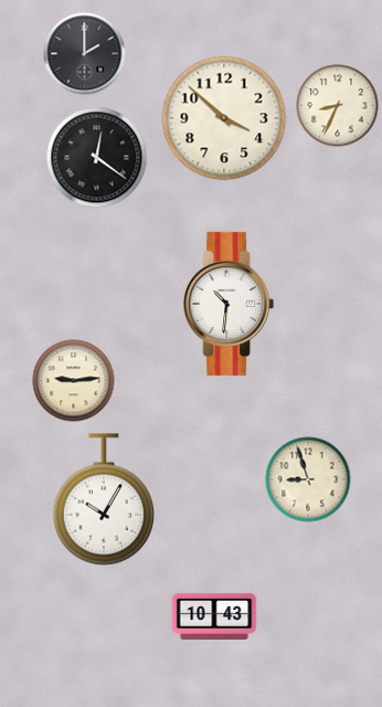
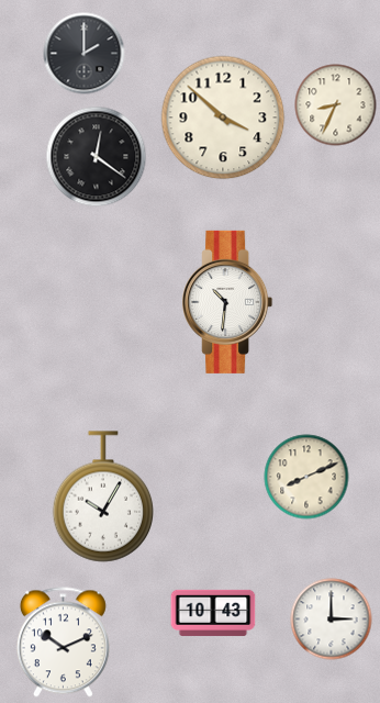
clock at (74, 381): 9:14 -> none
clock at (308, 479): 8:57 -> 8:11
clock at (332, 620): none -> 3:00
clock at (63, 643): none -> 10:11
